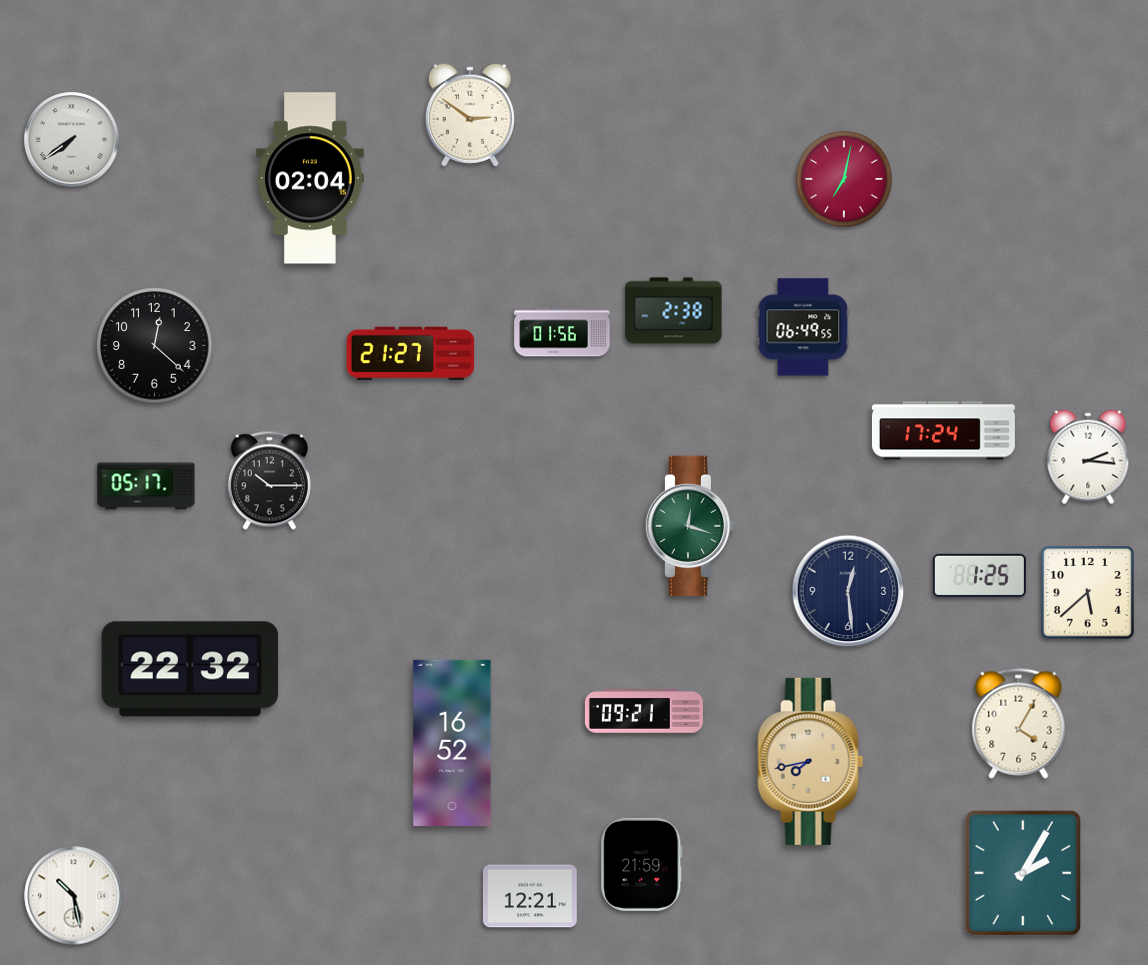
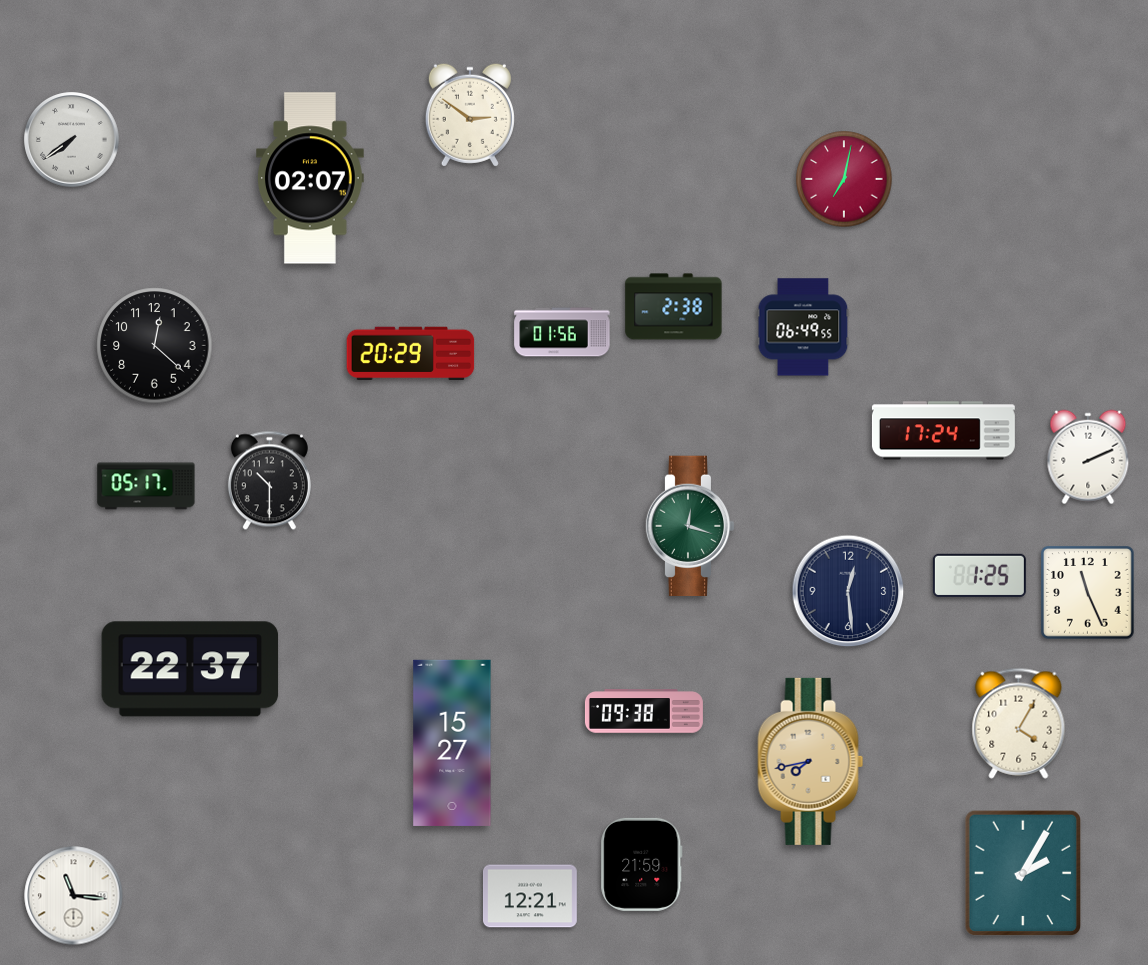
clock at (311, 178): 02:04 -> 02:07
clock at (674, 311) position: (674, 311) -> (674, 307)
clock at (411, 354): 21:27 -> 20:29
clock at (1088, 457): 2:16 -> 2:11
clock at (269, 481): 10:15 -> 10:30
clock at (1088, 593): 5:38 -> 11:26
clock at (190, 669): 22:32 -> 22:37
clock at (644, 711): 09:21 -> 09:38
clock at (452, 743): 16:52 -> 15:27
clock at (74, 896): 10:28 -> 11:16
